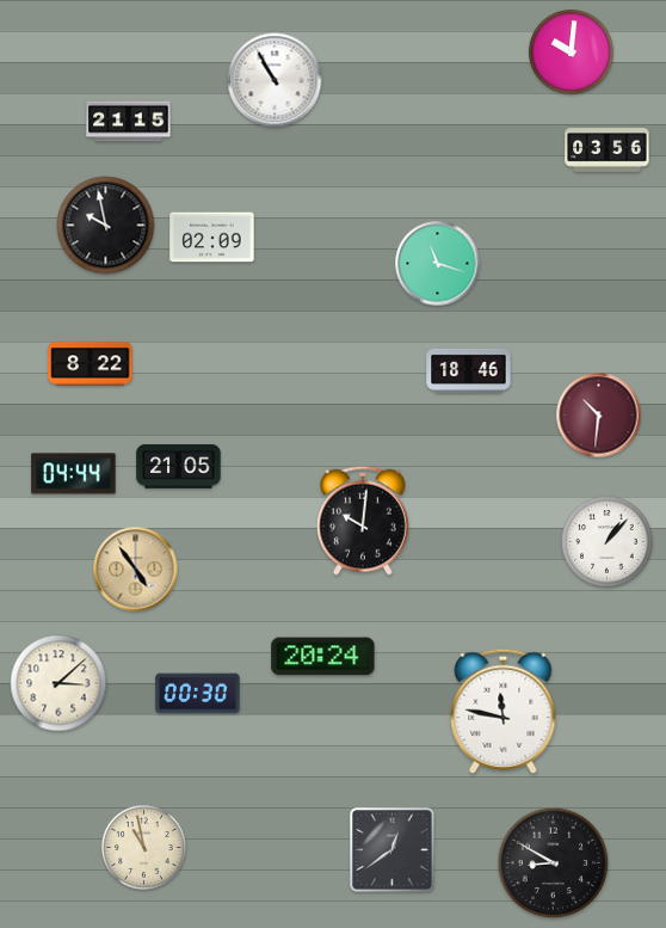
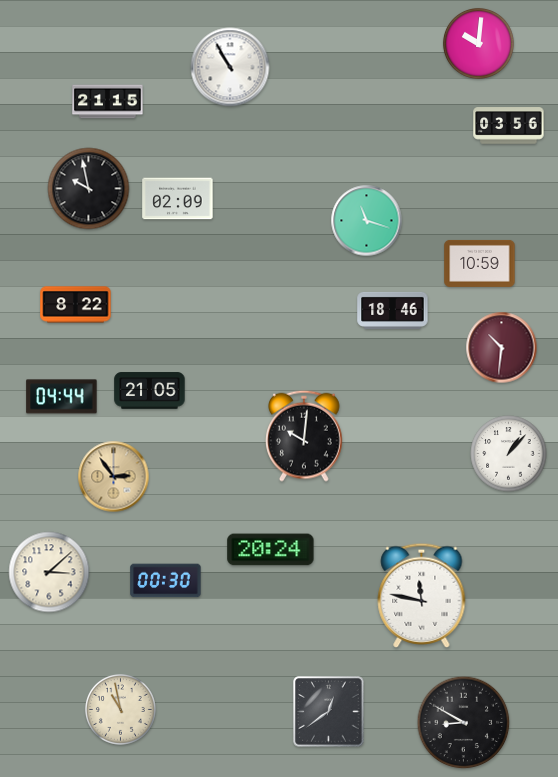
clock at (480, 263): none -> 10:59
clock at (136, 570): 4:54 -> 2:54
